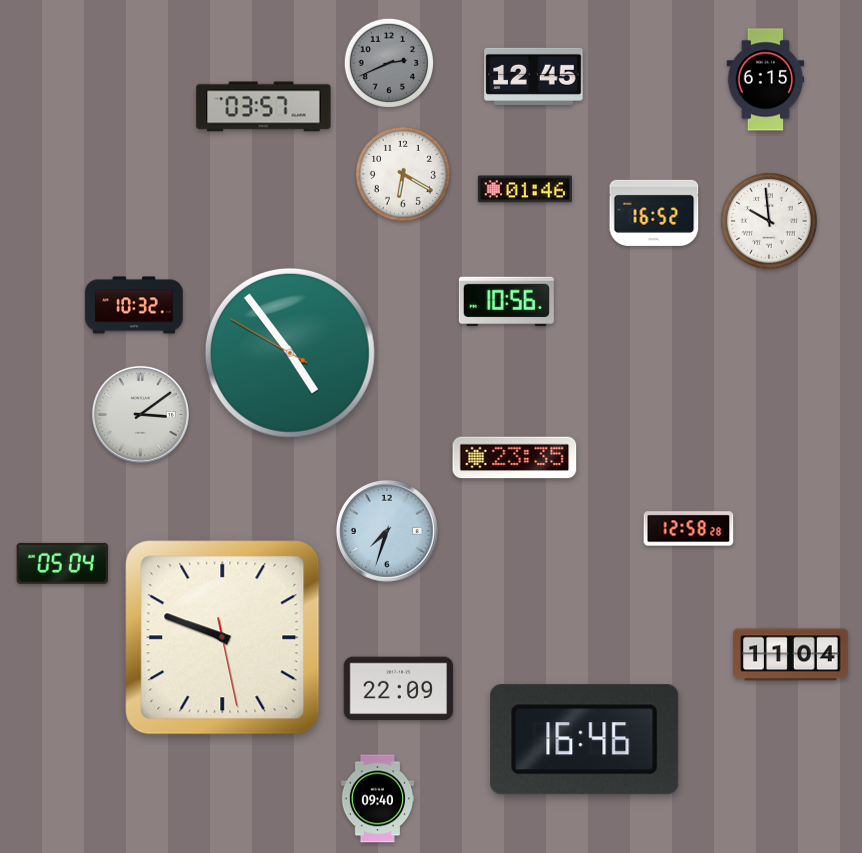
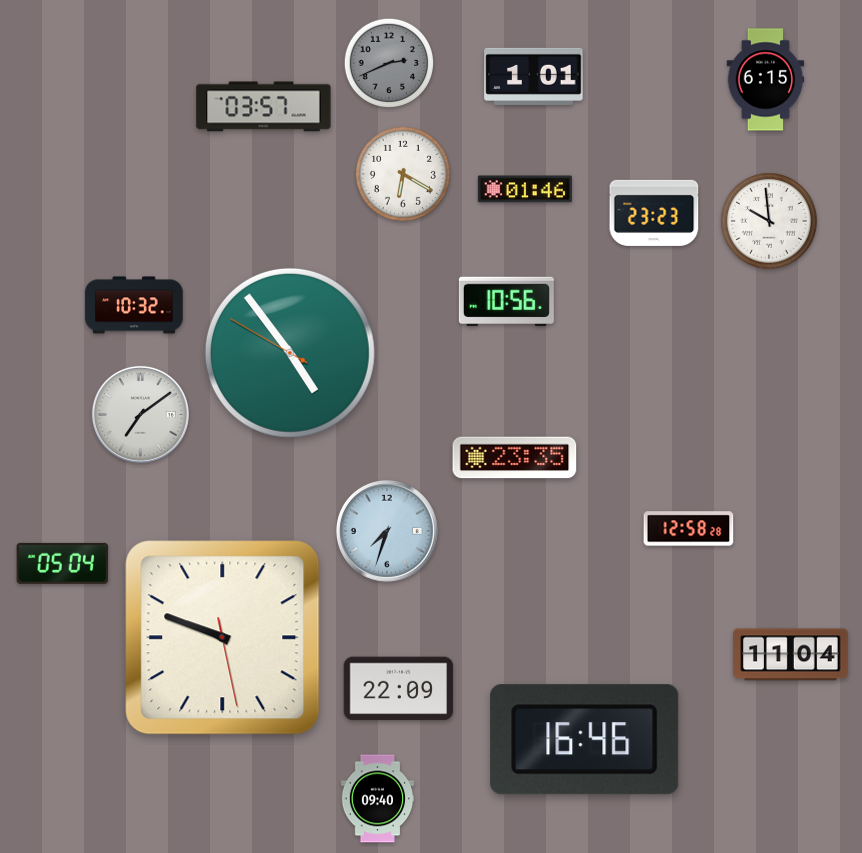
clock at (534, 76): 12:45 -> 1:01
clock at (654, 213): 16:52 -> 23:23
clock at (140, 414): 3:09 -> 7:09
